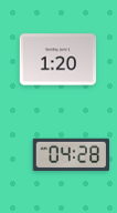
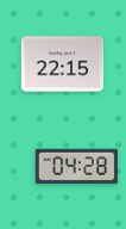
clock at (59, 60): 1:20 -> 22:15
